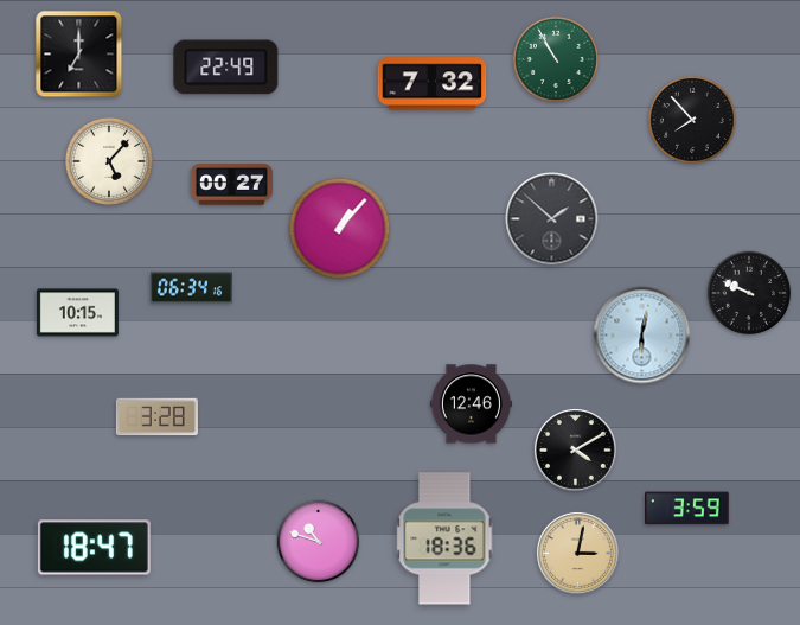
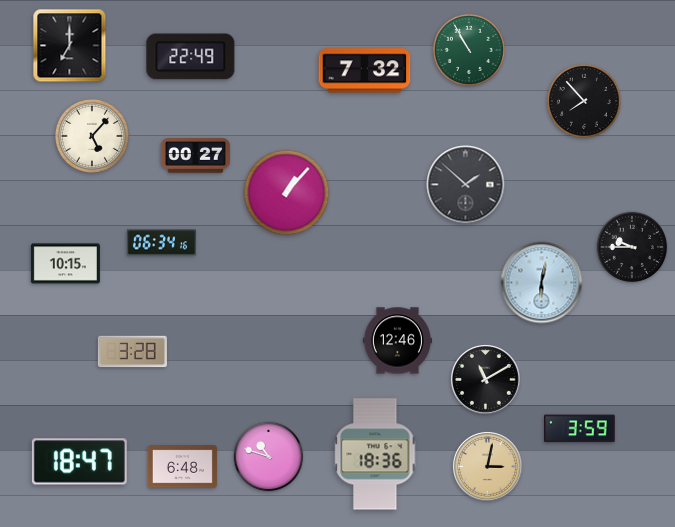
clock at (79, 55) position: (79, 55) -> (70, 46)
clock at (749, 293): 9:49 -> 9:45
clock at (575, 449): 4:10 -> 11:10
clock at (182, 467): none -> 6:48
